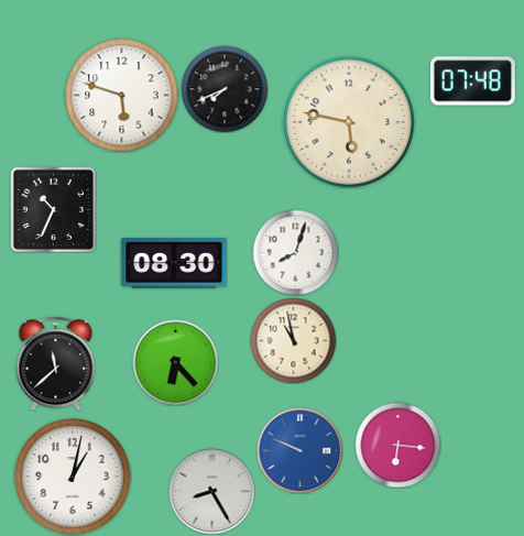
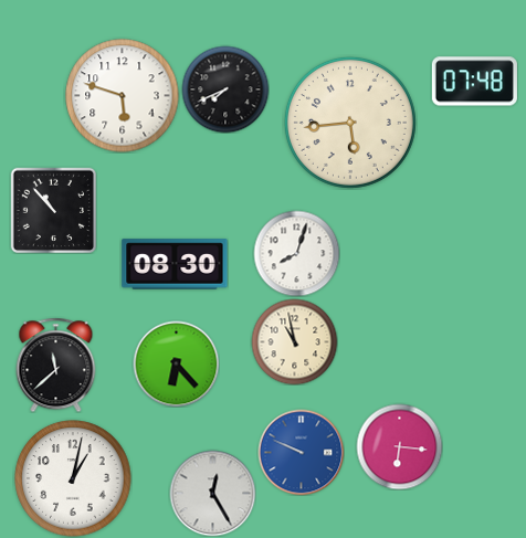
clock at (349, 122): 5:47 -> 5:44
clock at (53, 209): 10:34 -> 10:53
clock at (211, 491): 8:25 -> 12:25
